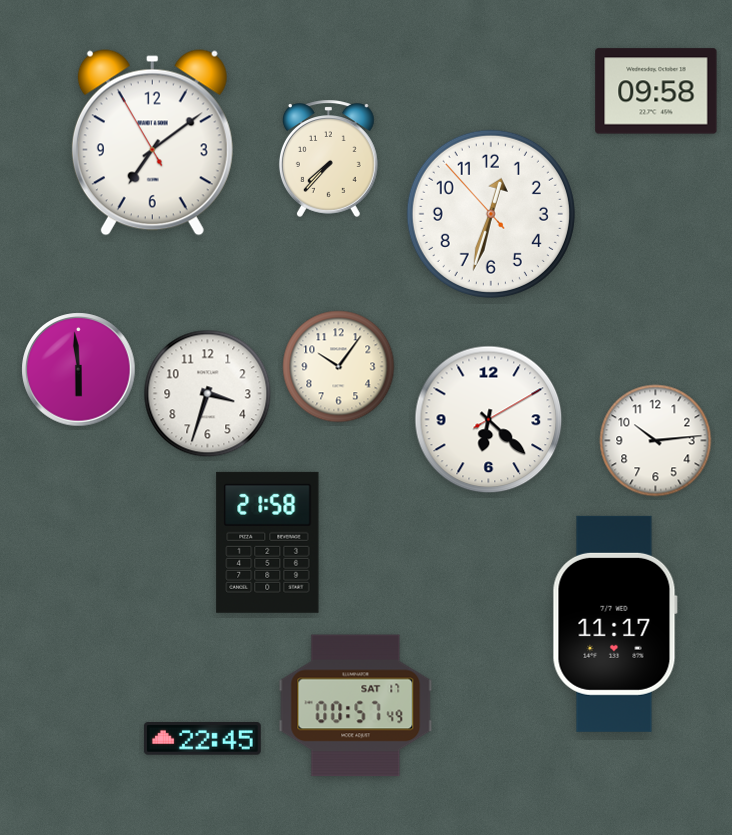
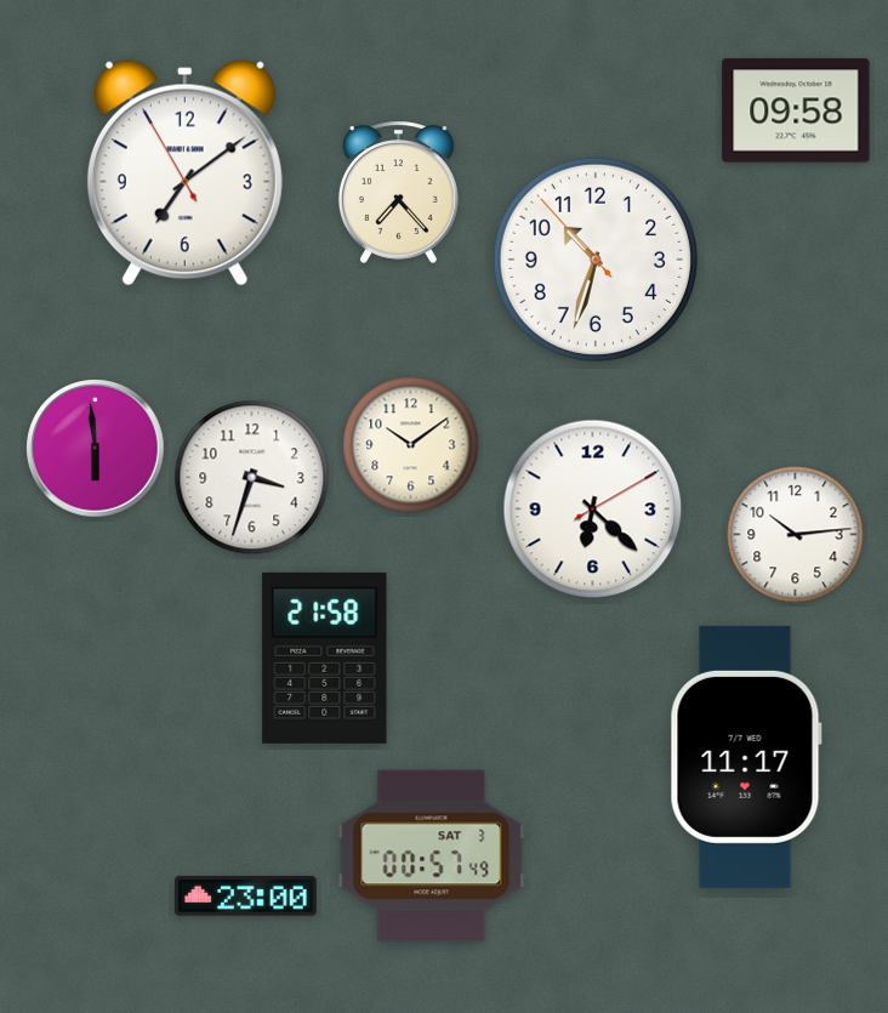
clock at (328, 158): 7:37 -> 7:23
clock at (491, 214): 12:32 -> 10:32
clock at (339, 367): 10:06 -> 10:09
clock at (356, 706) date: SAT 17 -> SAT 3
clock at (202, 739): 22:45 -> 23:00
